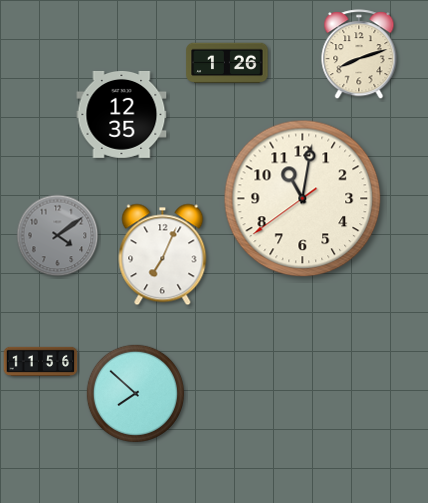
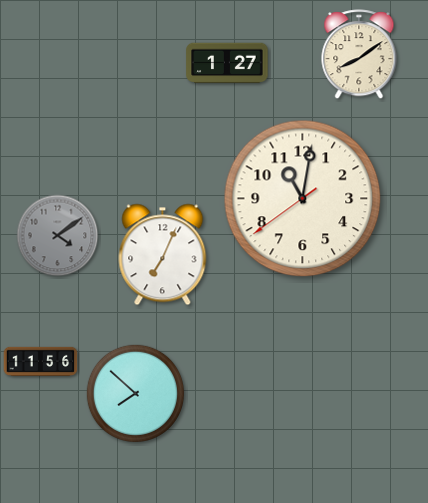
clock at (359, 55): 8:12 -> 8:09
clock at (227, 63): 1:26 -> 1:27
clock at (122, 115): 12:35 -> none
